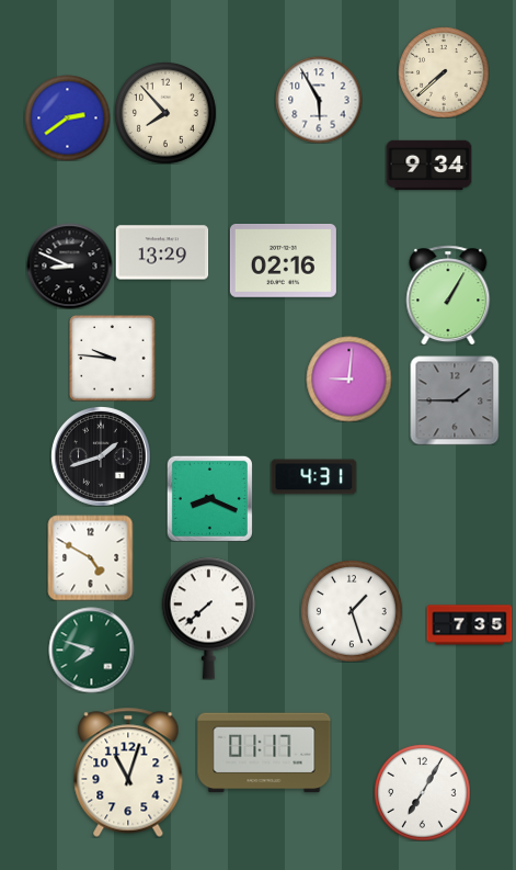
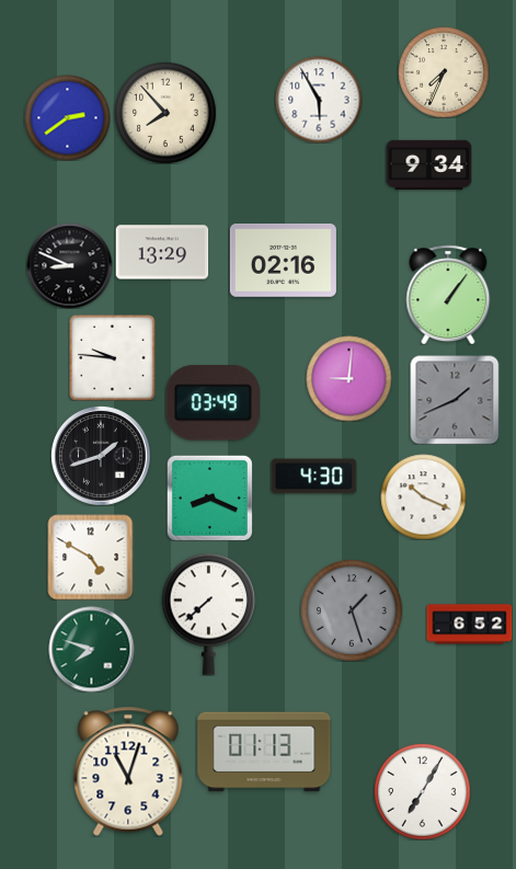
clock at (444, 72): 7:38 -> 7:34
clock at (448, 295): 1:05 -> 1:06
clock at (455, 400): 1:45 -> 1:41
clock at (213, 403): none -> 03:49
clock at (313, 477): 4:31 -> 4:30
clock at (423, 496): none -> 10:19
clock at (352, 611) dial: white -> grey
clock at (209, 618) position: (209, 618) -> (209, 614)
clock at (469, 625): 7:35 -> 6:52
clock at (264, 753): 01:17 -> 01:13
